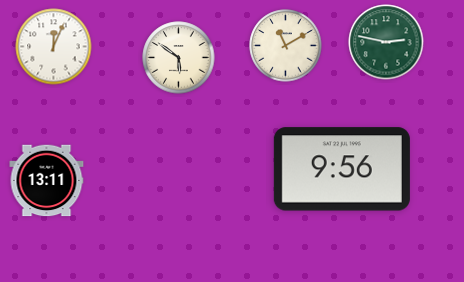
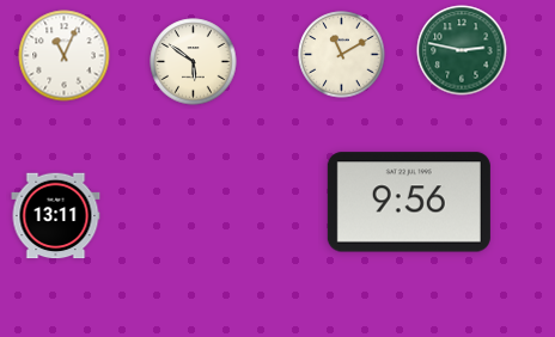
clock at (54, 47): 12:04 -> 11:04
clock at (179, 58) position: (179, 58) -> (194, 62)
